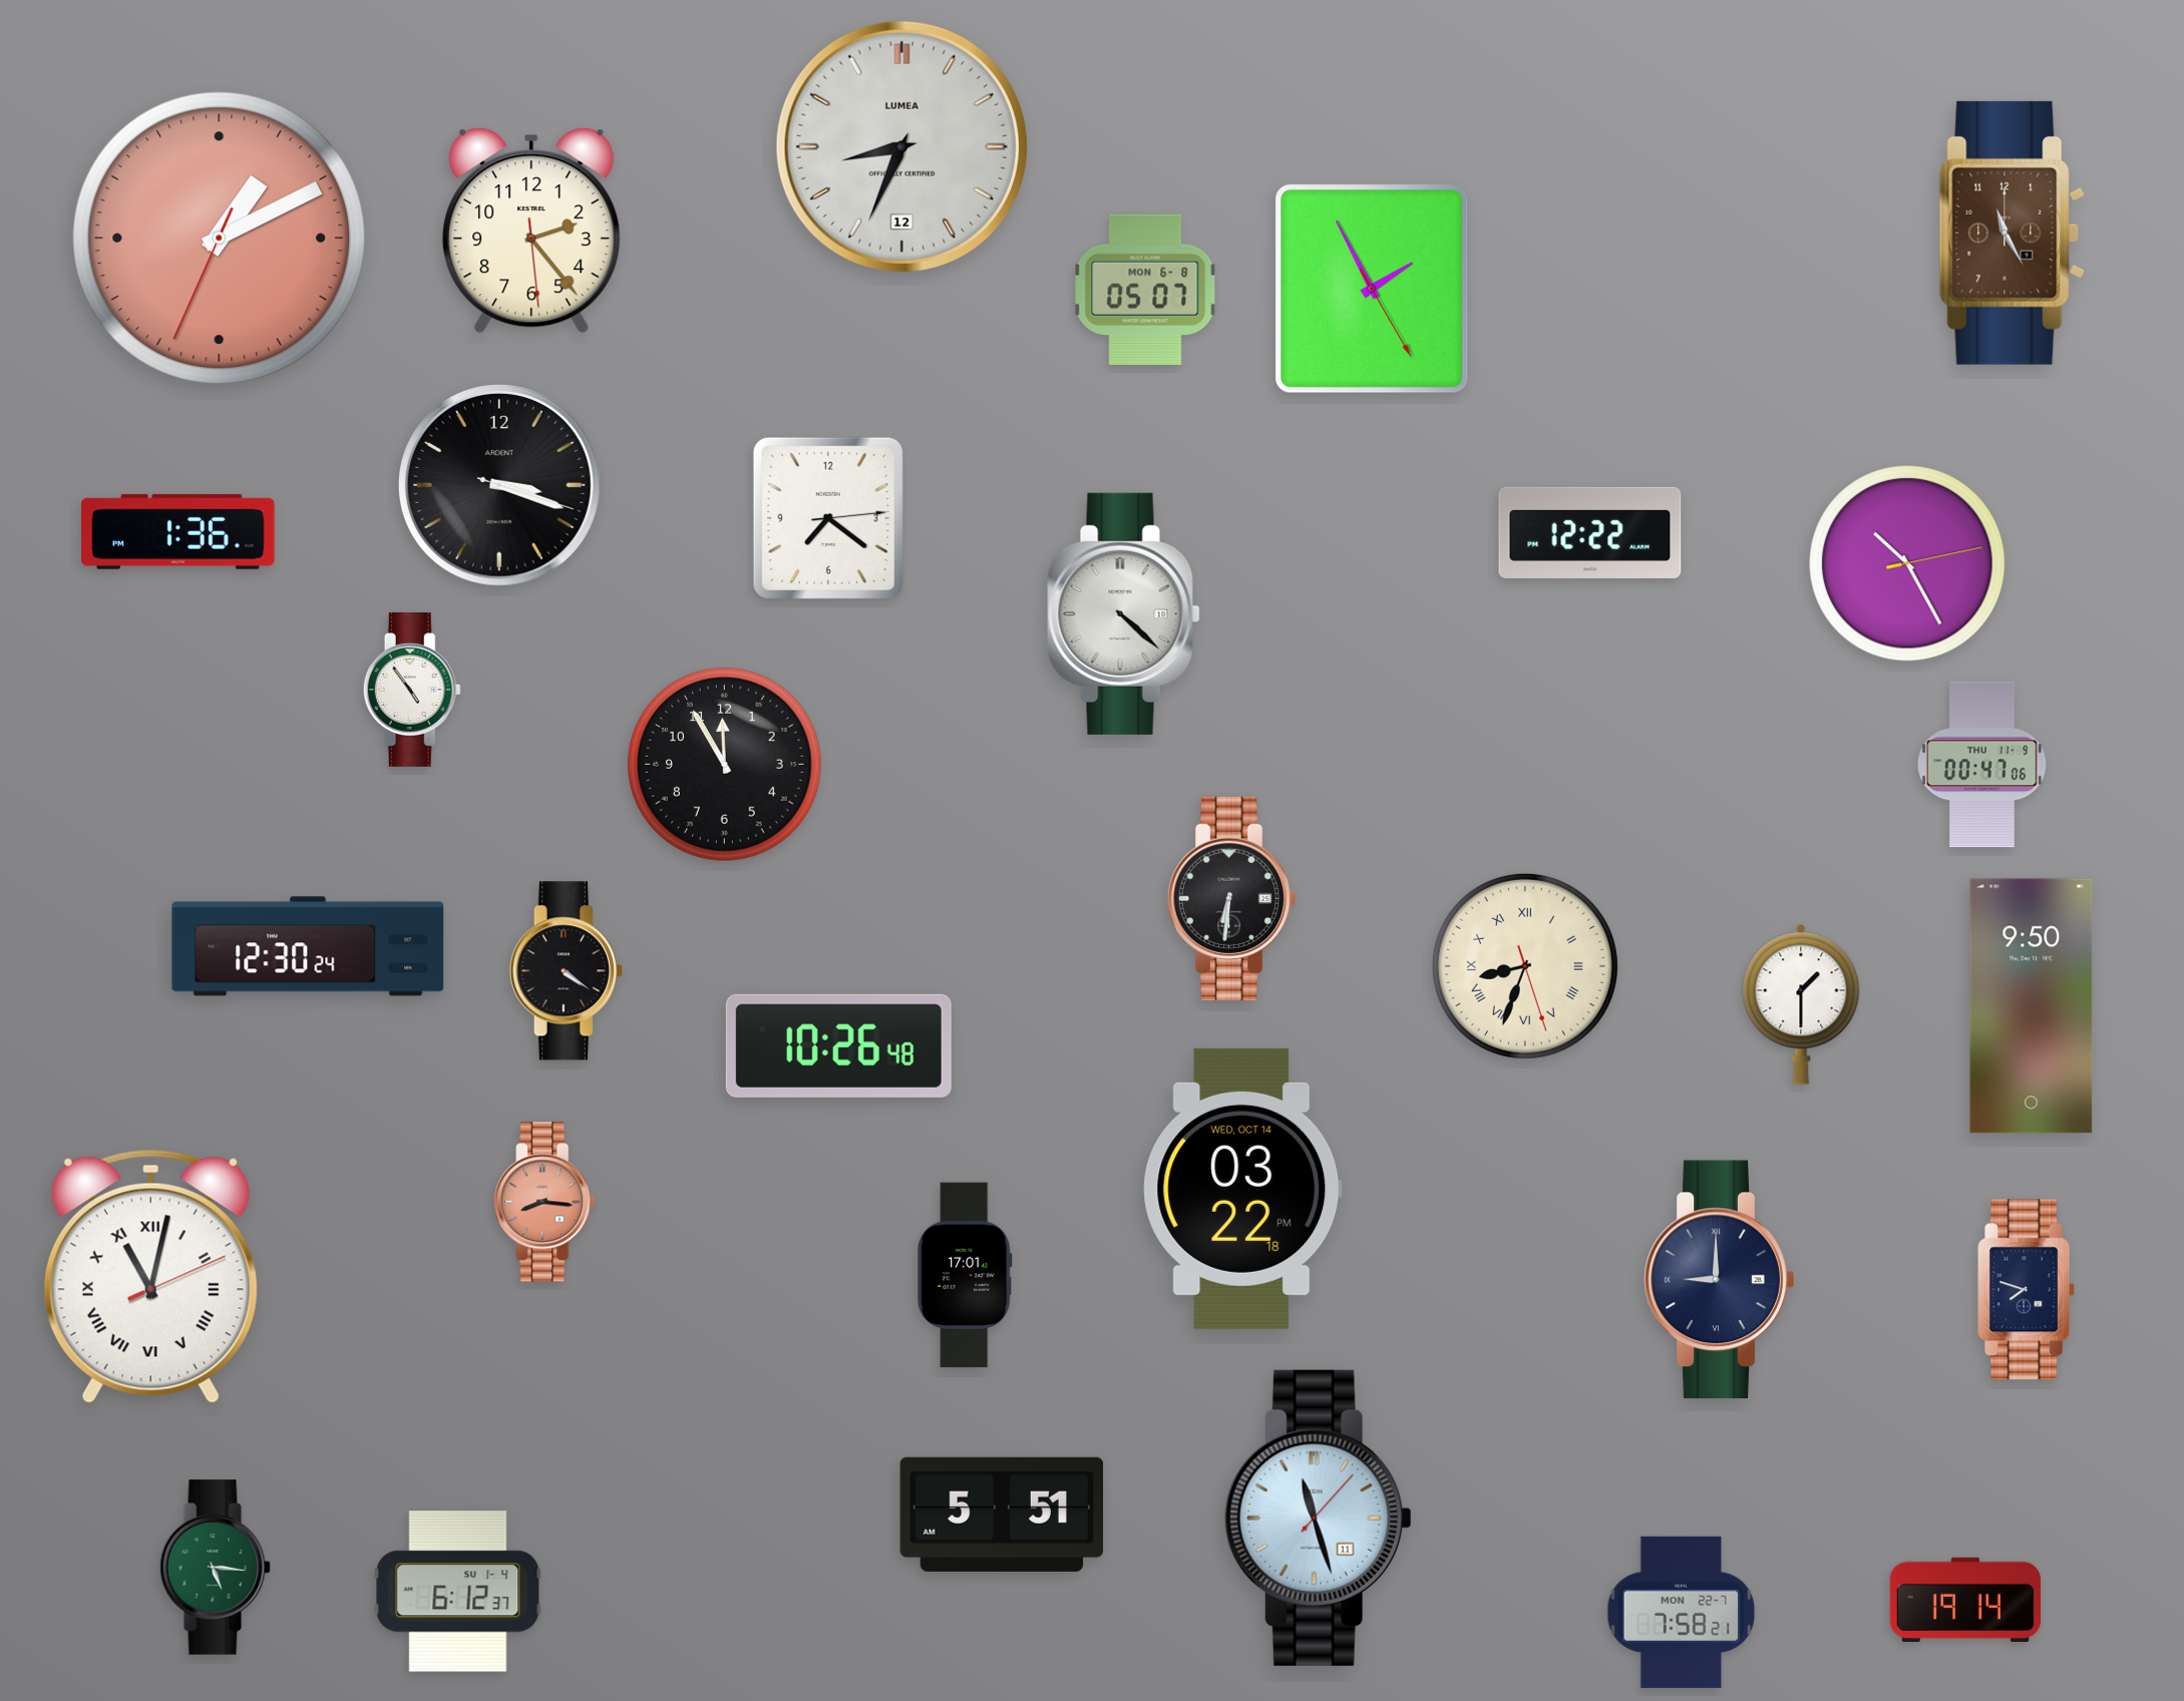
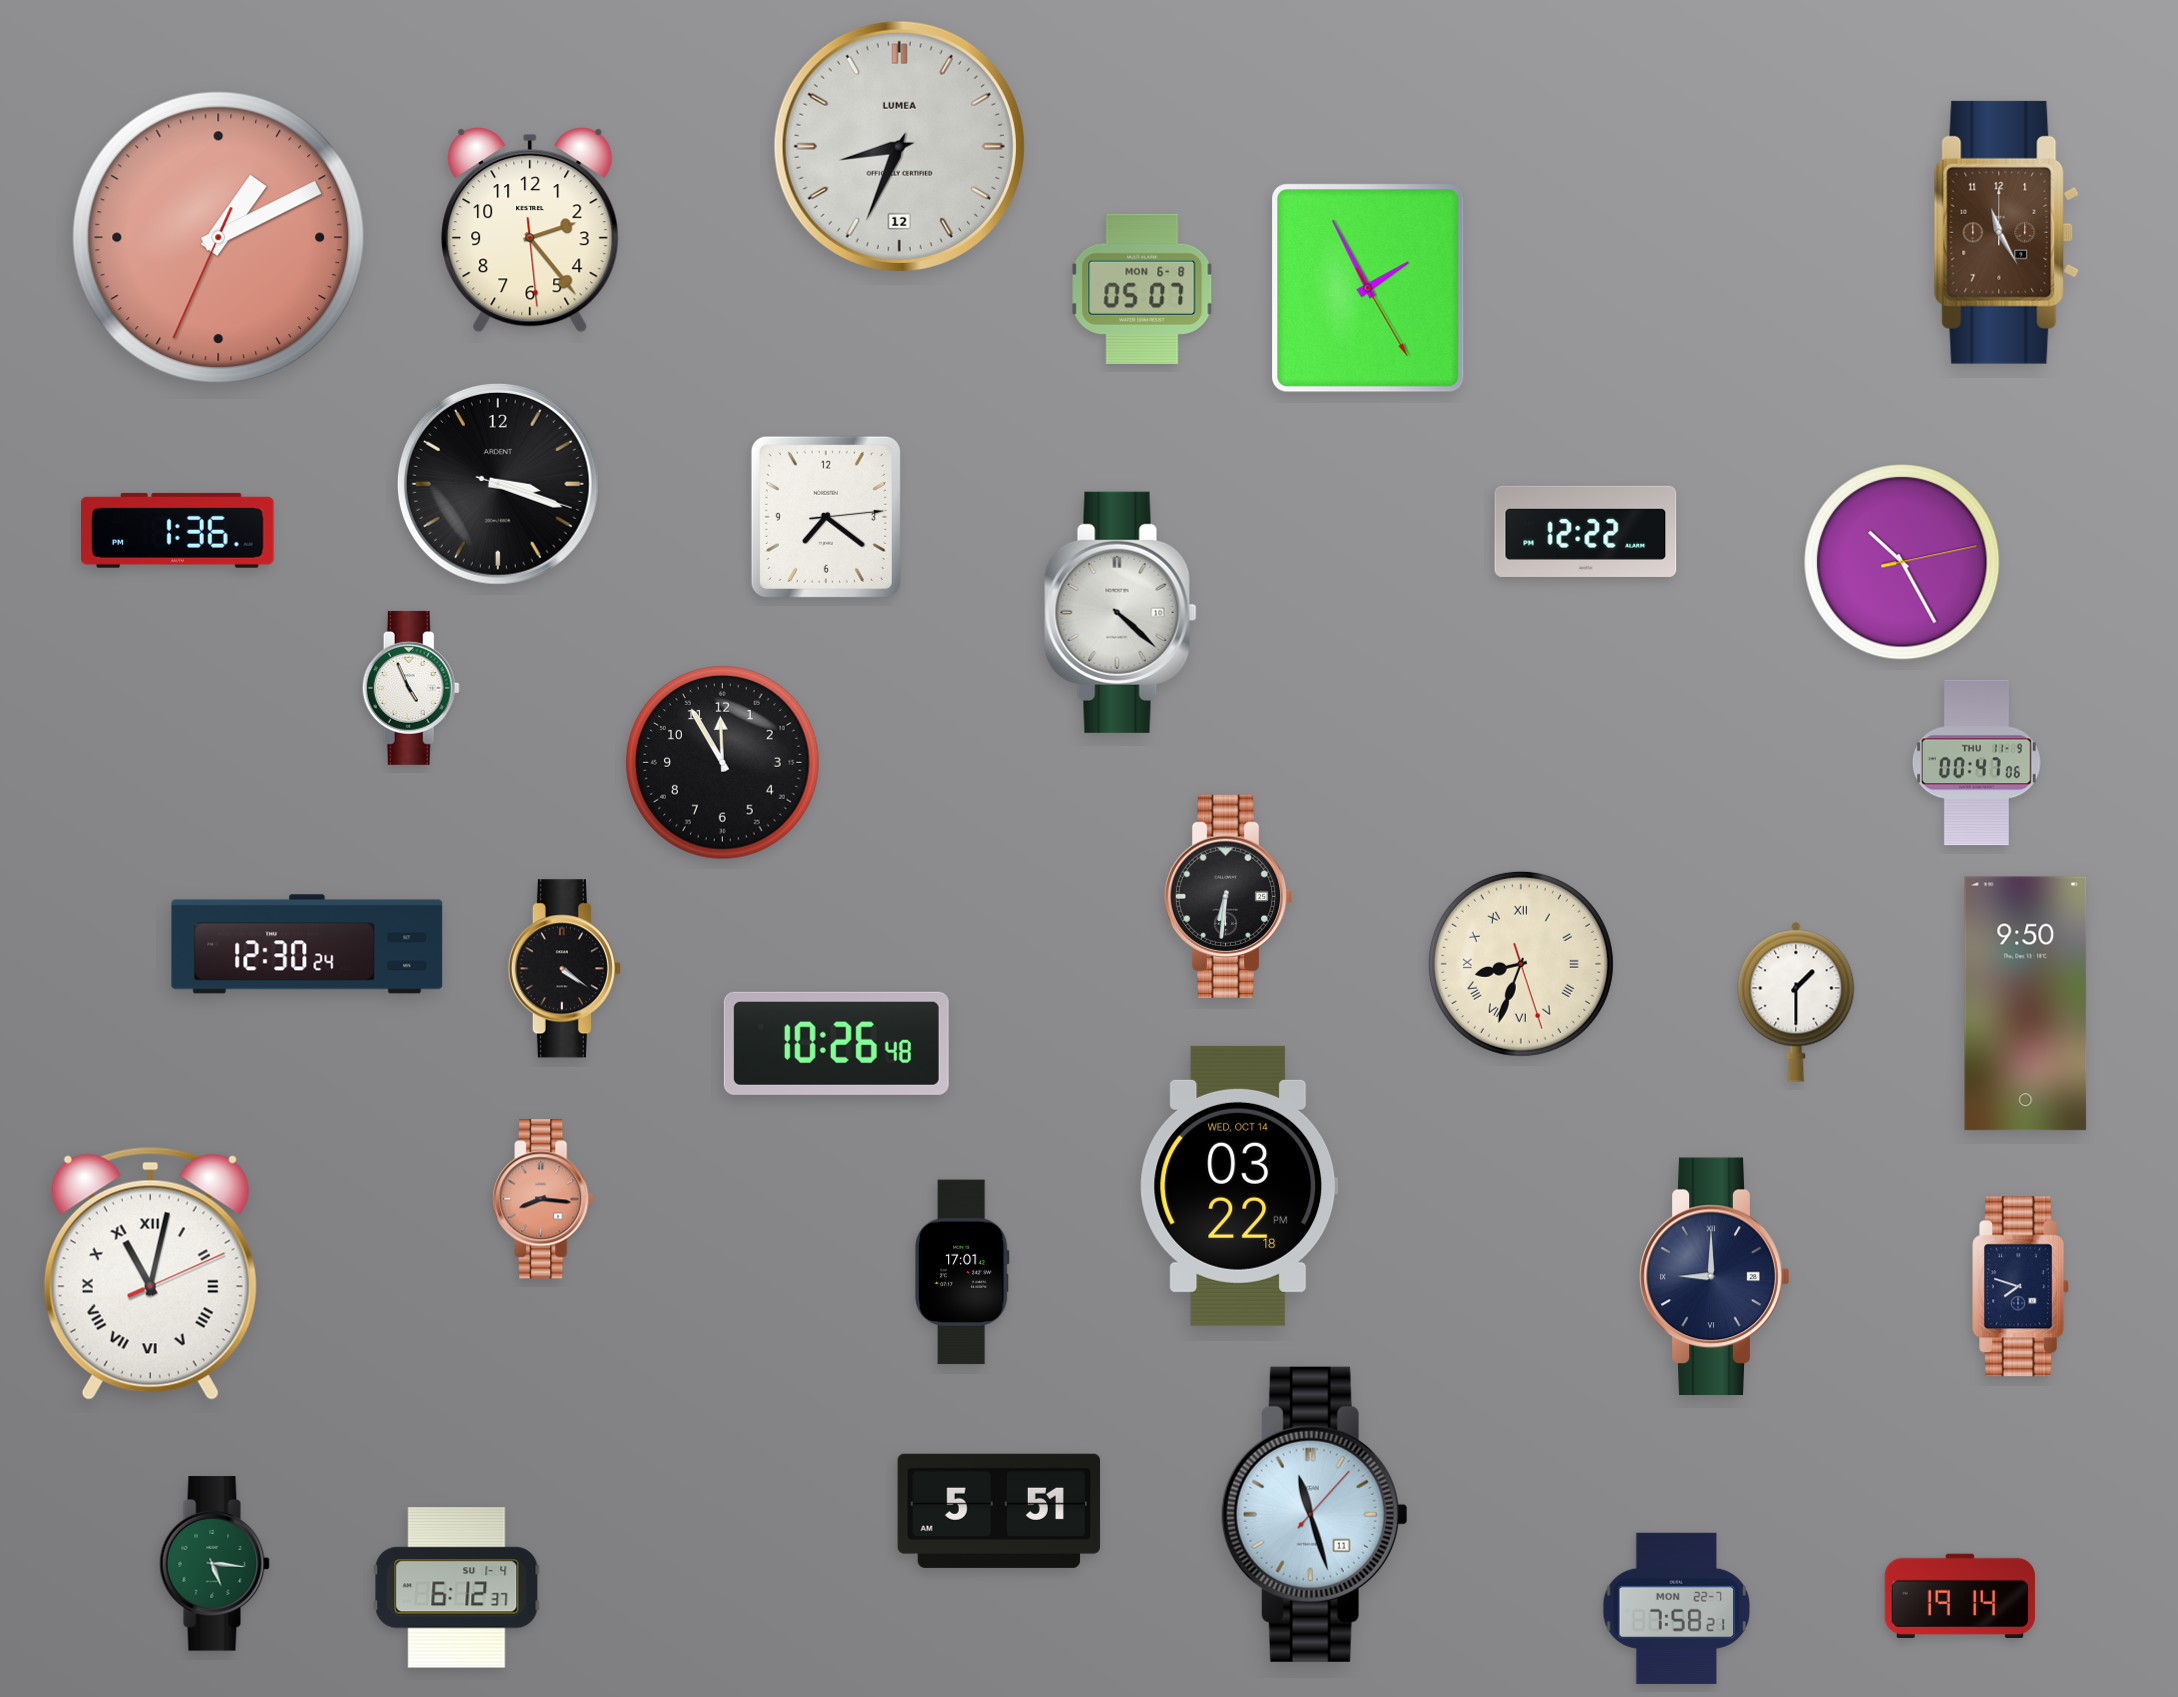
clock at (412, 690): 4:54 -> 4:56
